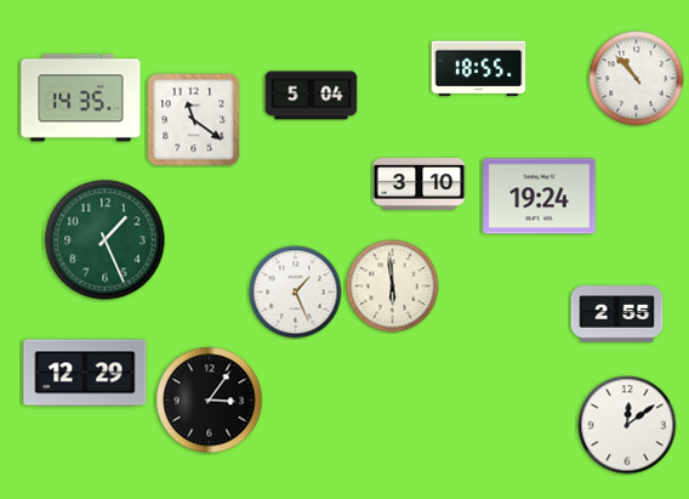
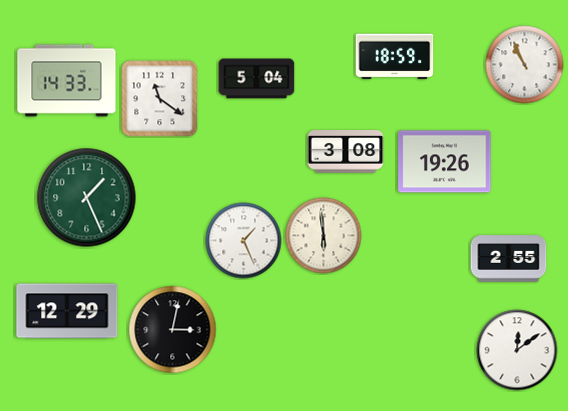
clock at (479, 69): 18:55 -> 18:59
clock at (637, 79): 10:53 -> 10:56
clock at (81, 98): 14:35 -> 14:33
clock at (420, 185): 3:10 -> 3:08
clock at (540, 197): 19:24 -> 19:26
clock at (85, 373) position: (85, 373) -> (67, 311)
clock at (210, 401): 3:06 -> 3:02
